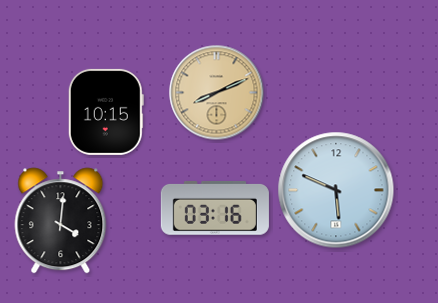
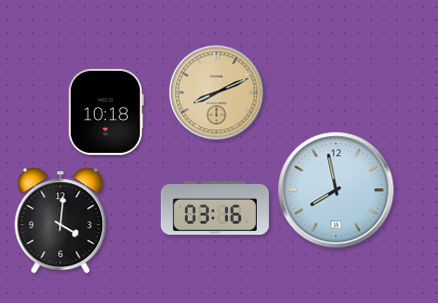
clock at (106, 112): 10:15 -> 10:18
clock at (336, 190): 5:49 -> 7:58
